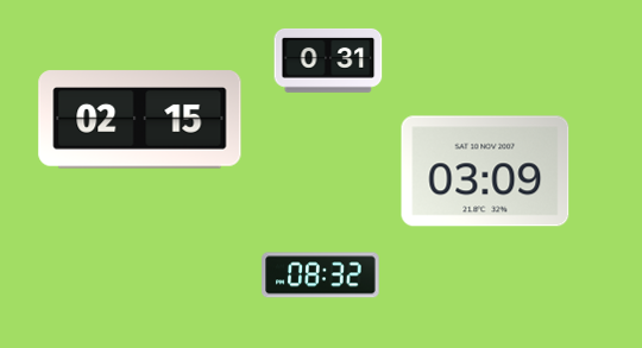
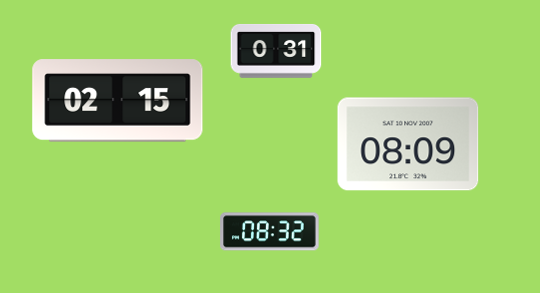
clock at (485, 171): 03:09 -> 08:09
